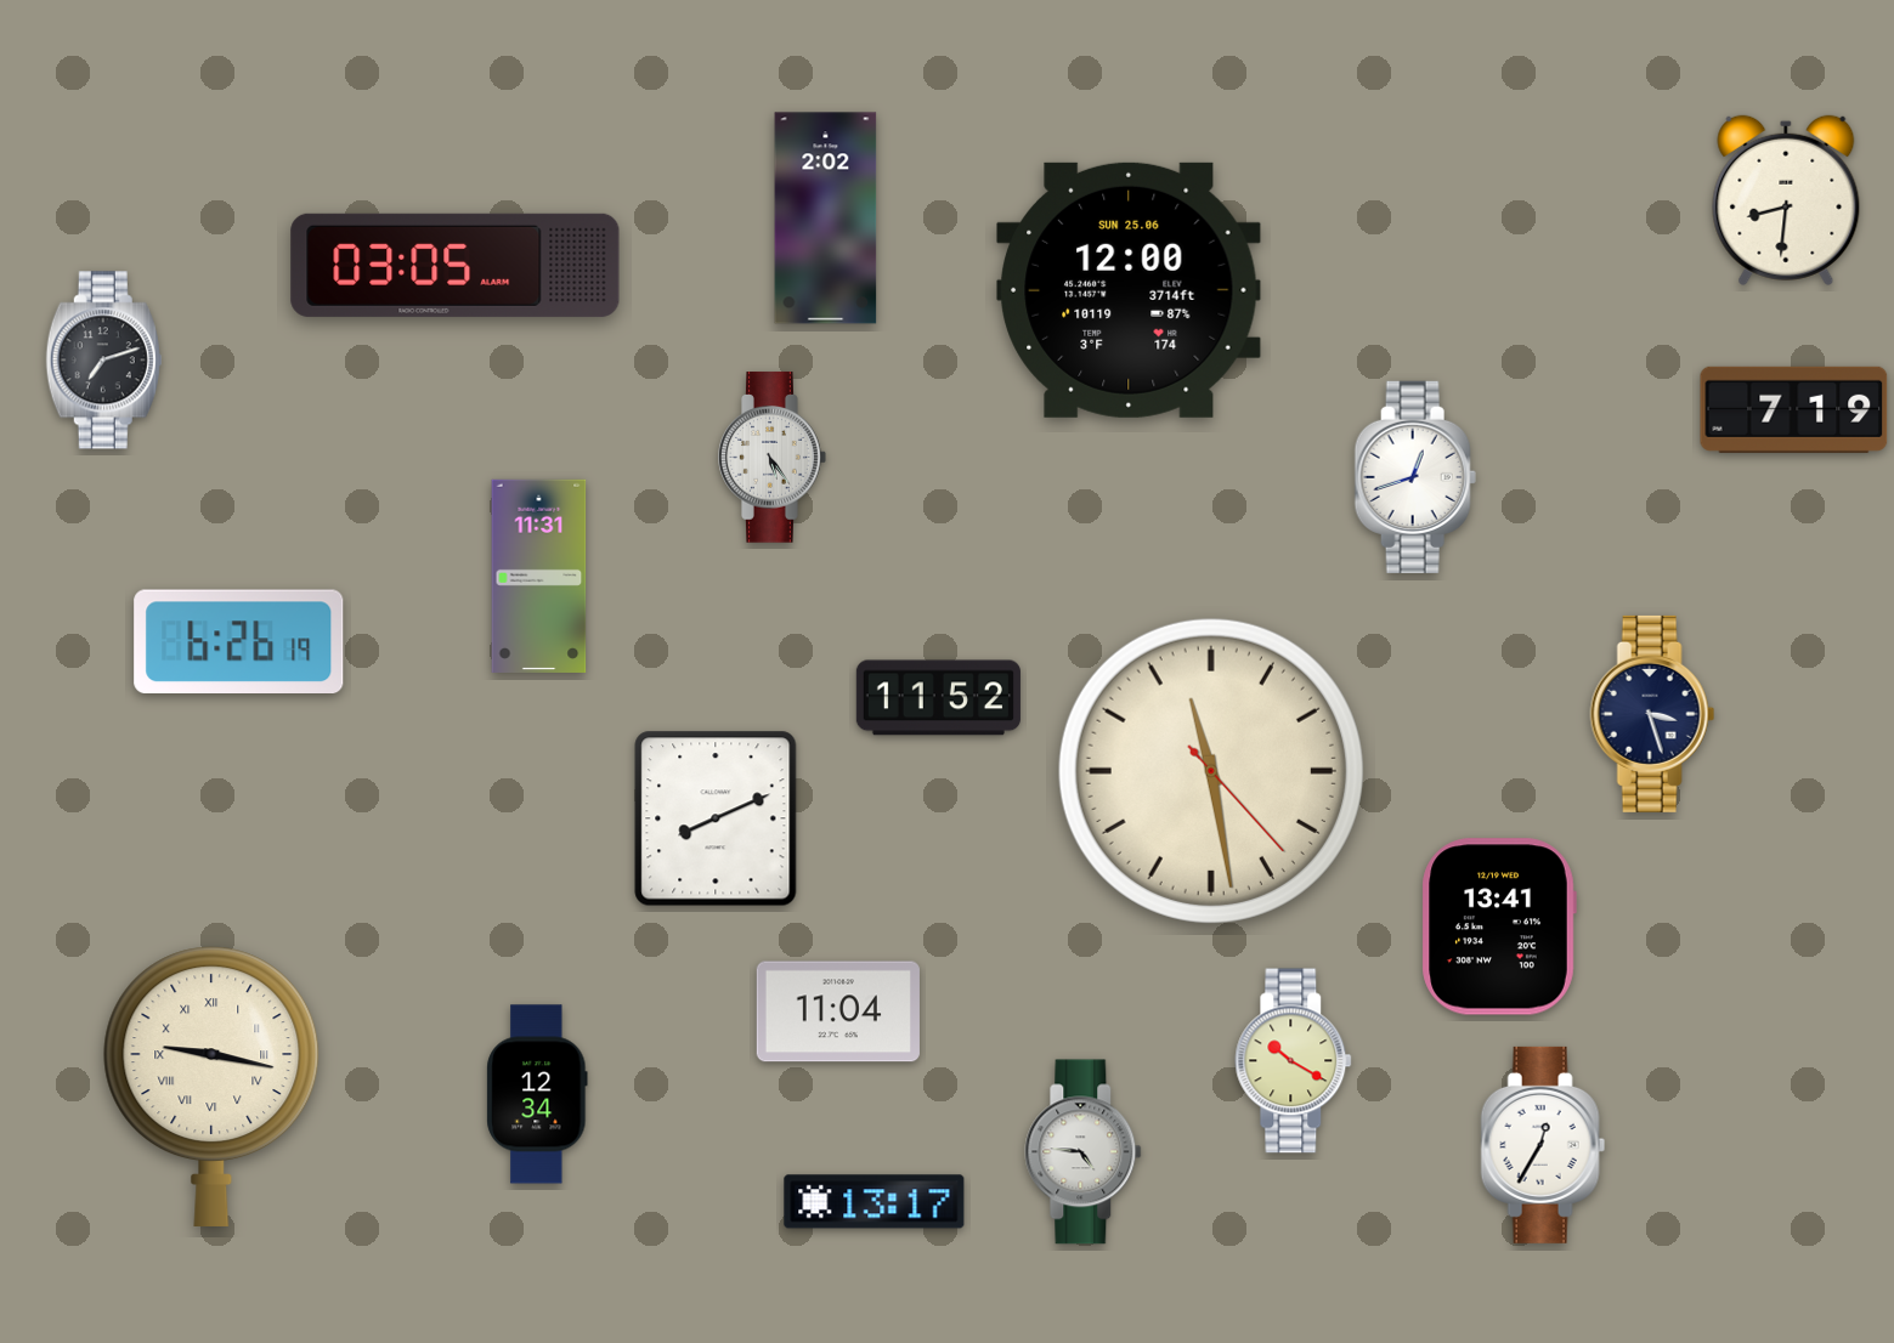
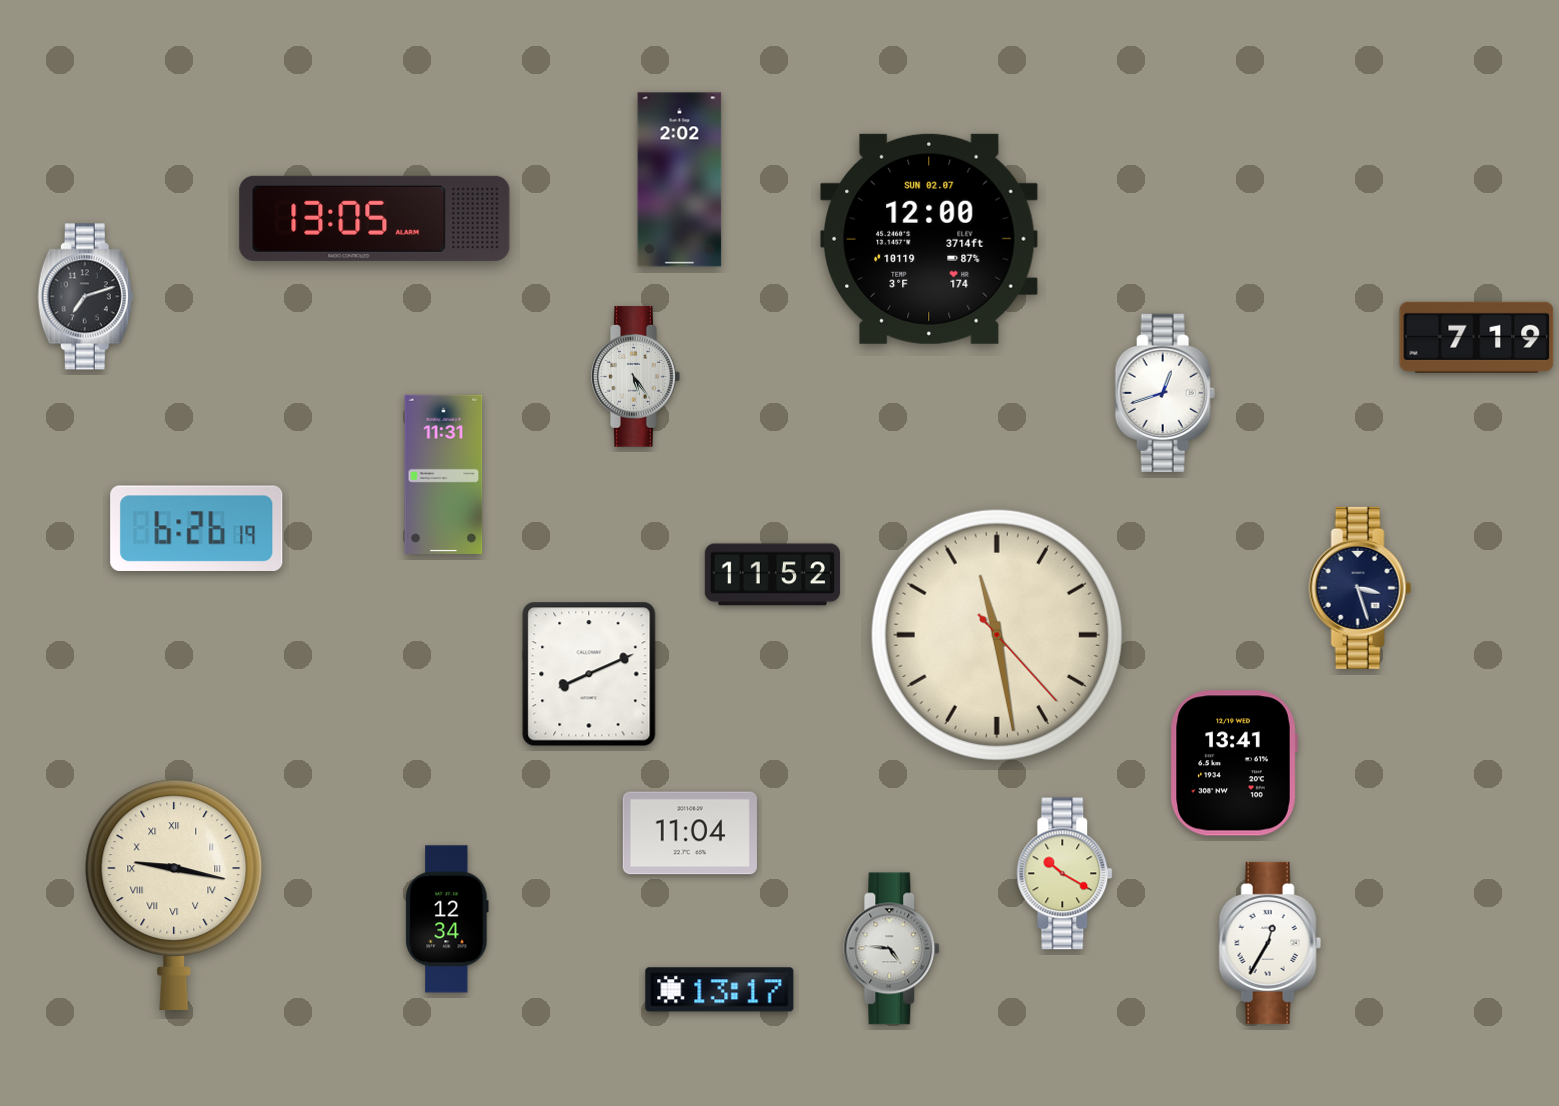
clock at (1786, 200): 8:31 -> none
clock at (456, 265): 03:05 -> 13:05
clock at (1129, 290) date: SUN 25.06 -> SUN 02.07
clock at (537, 1094) position: (537, 1094) -> (447, 919)
